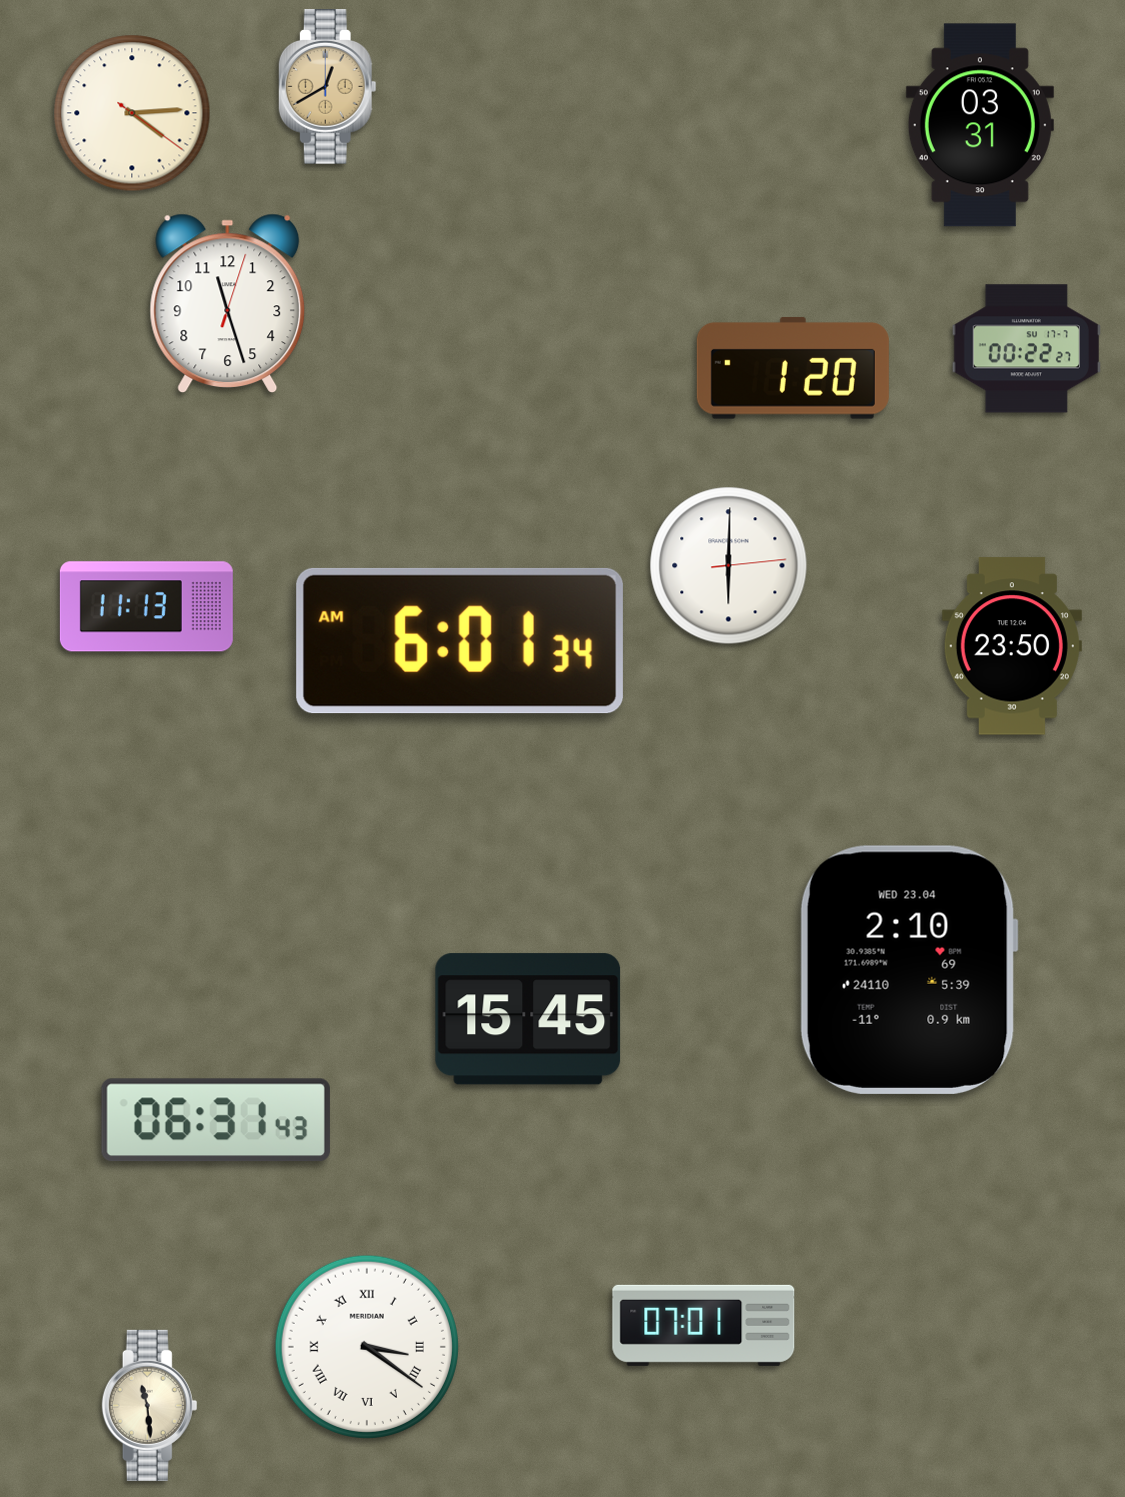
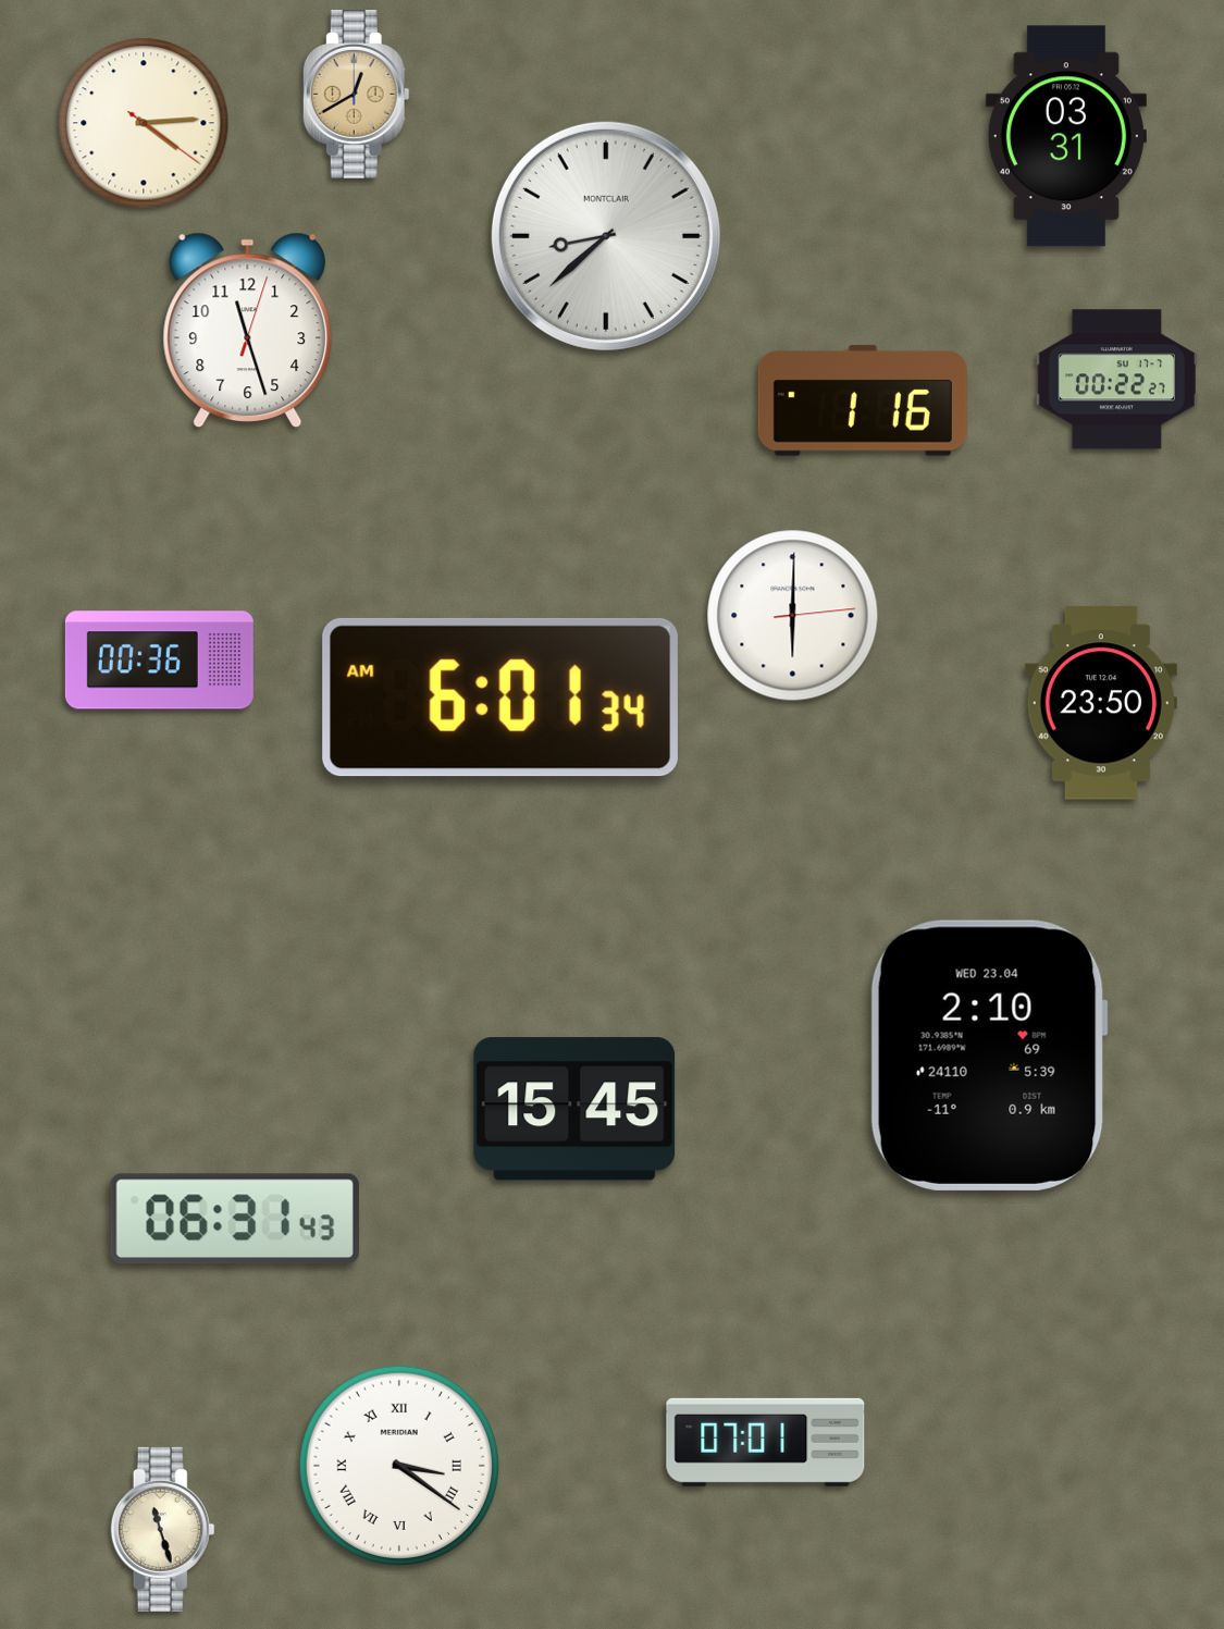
clock at (606, 236): none -> 8:38
clock at (793, 368): 1:20 -> 1:16
clock at (146, 607): 11:13 -> 00:36
clock at (150, 1405): 11:29 -> 11:27
